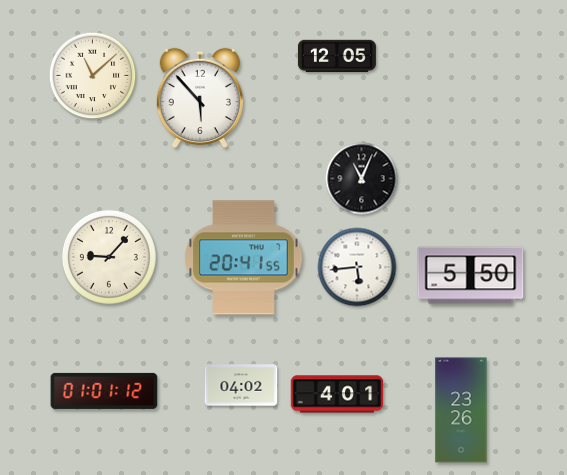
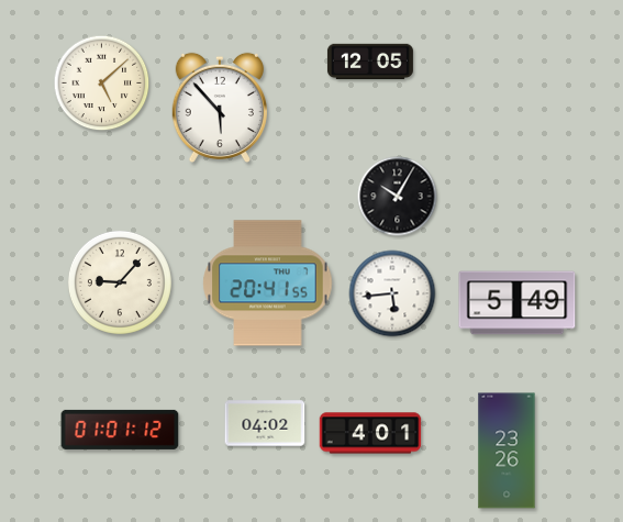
clock at (93, 76): 11:08 -> 5:08
clock at (362, 179): 11:04 -> 10:05
clock at (471, 276): 5:50 -> 5:49
clock at (104, 391) position: (104, 391) -> (120, 430)
